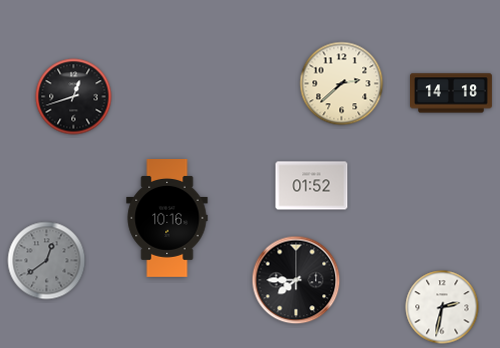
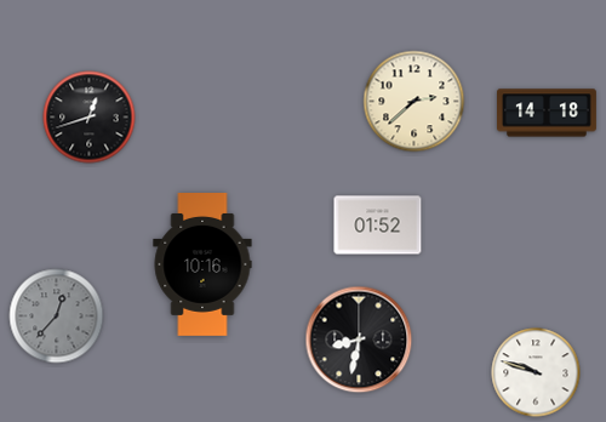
clock at (47, 261): 12:39 -> 12:37
clock at (296, 280): 7:45 -> 8:32
clock at (442, 307): 2:32 -> 9:48
